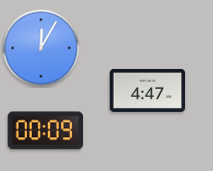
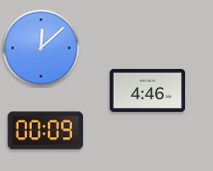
clock at (41, 48): 12:05 -> 12:08
clock at (148, 90): 4:47 -> 4:46
